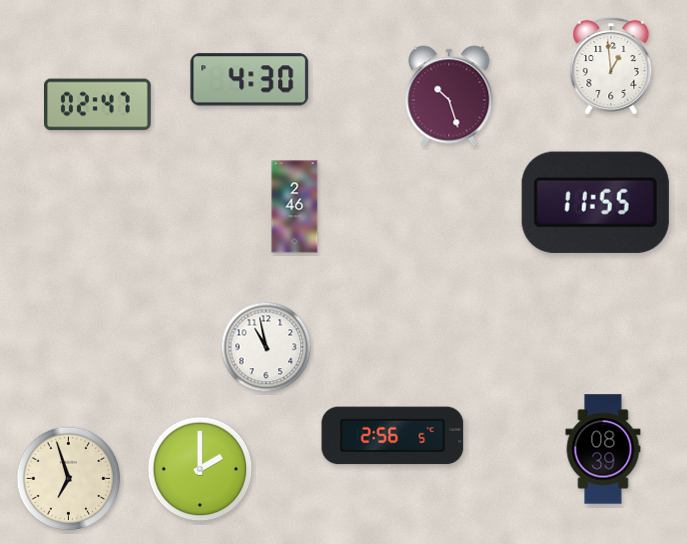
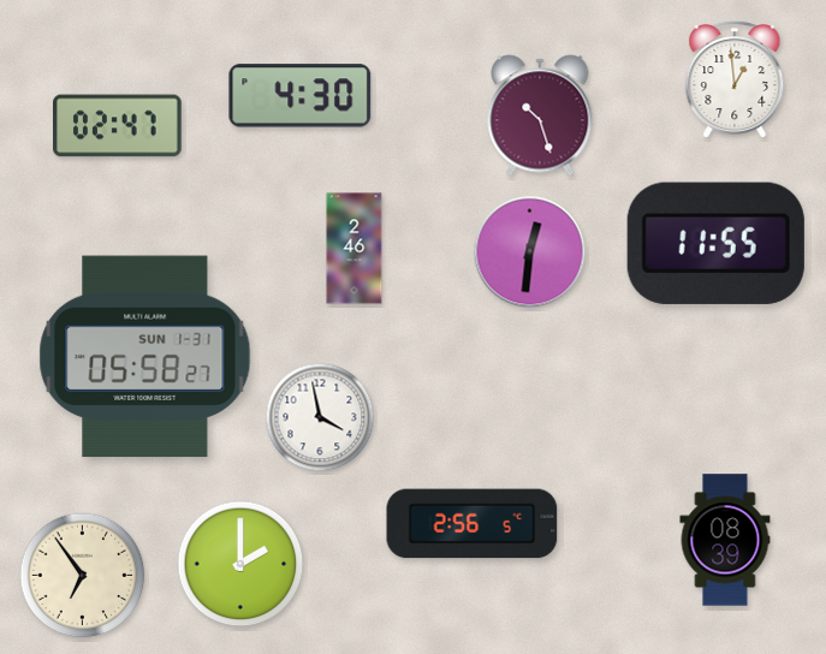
clock at (530, 252): none -> 12:31
clock at (145, 357): none -> 05:58
clock at (266, 347): 10:58 -> 3:58
clock at (69, 479): 6:57 -> 6:54
